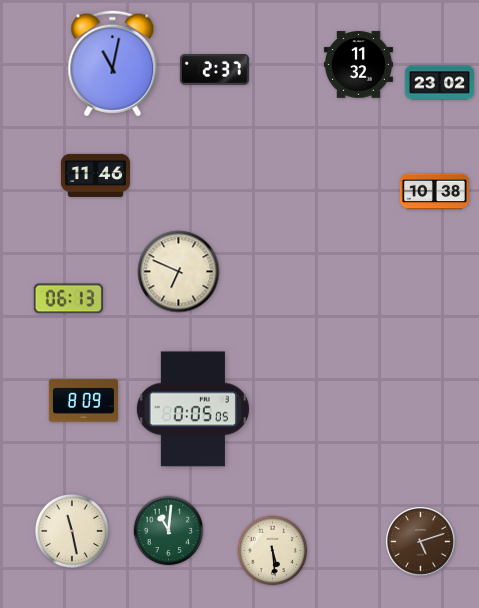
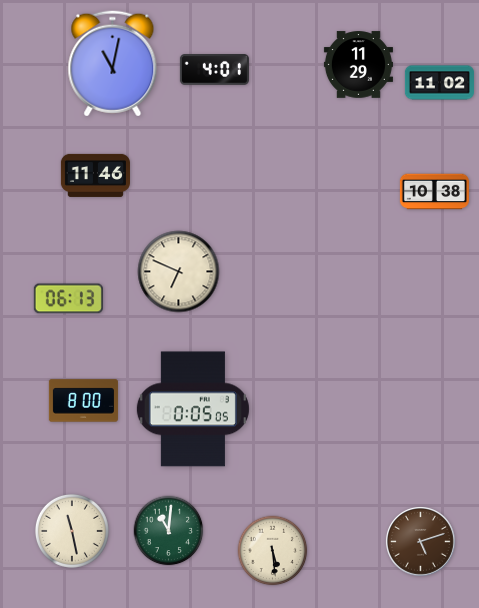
clock at (358, 65): 11:32 -> 11:29
clock at (214, 70): 2:37 -> 4:01
clock at (439, 83): 23:02 -> 11:02
clock at (83, 401): 8:09 -> 8:00
